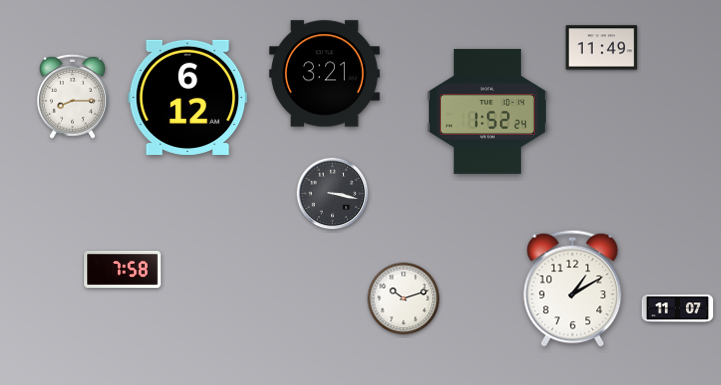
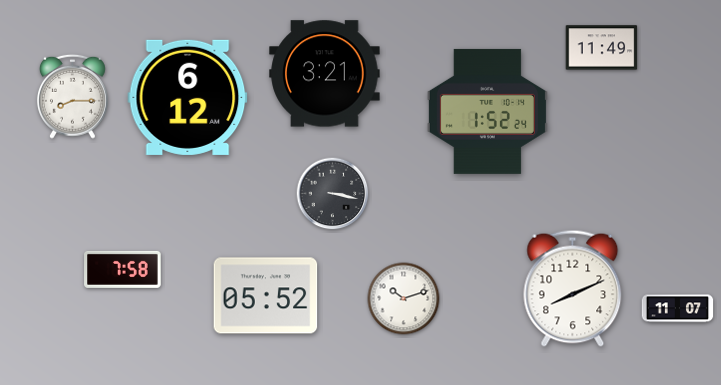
clock at (573, 288): 1:10 -> 8:11
clock at (266, 296): none -> 05:52
